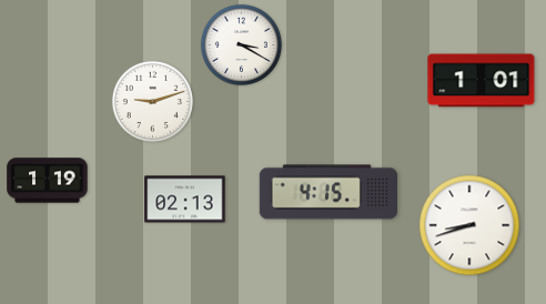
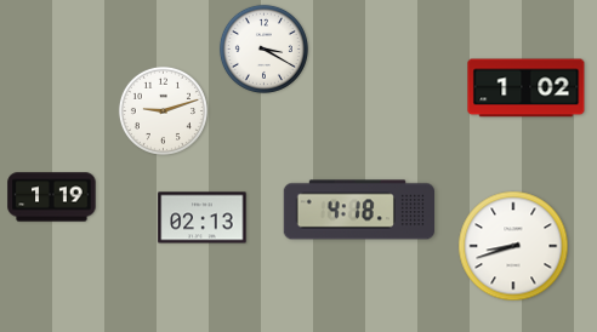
clock at (482, 81): 1:01 -> 1:02
clock at (152, 101) position: (152, 101) -> (163, 110)
clock at (327, 192): 4:15 -> 4:18
